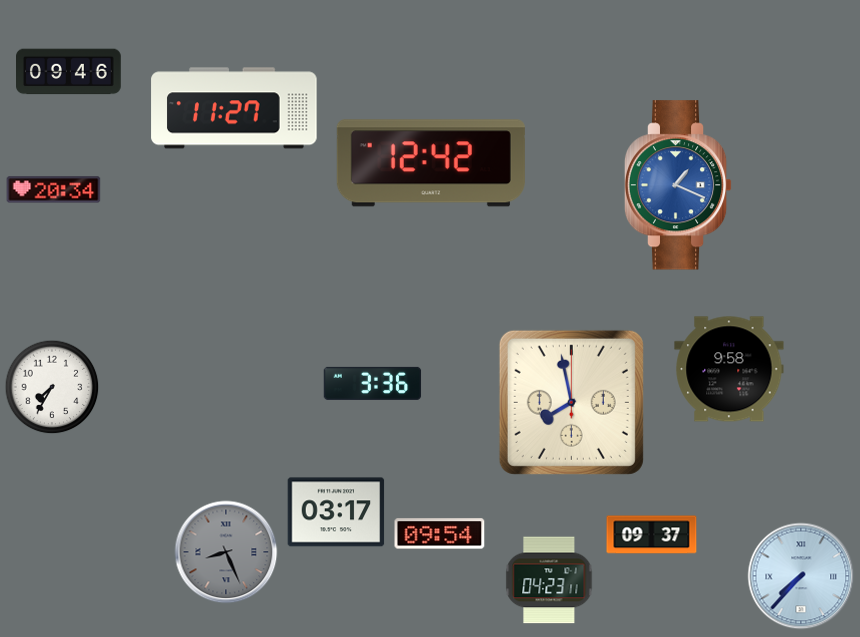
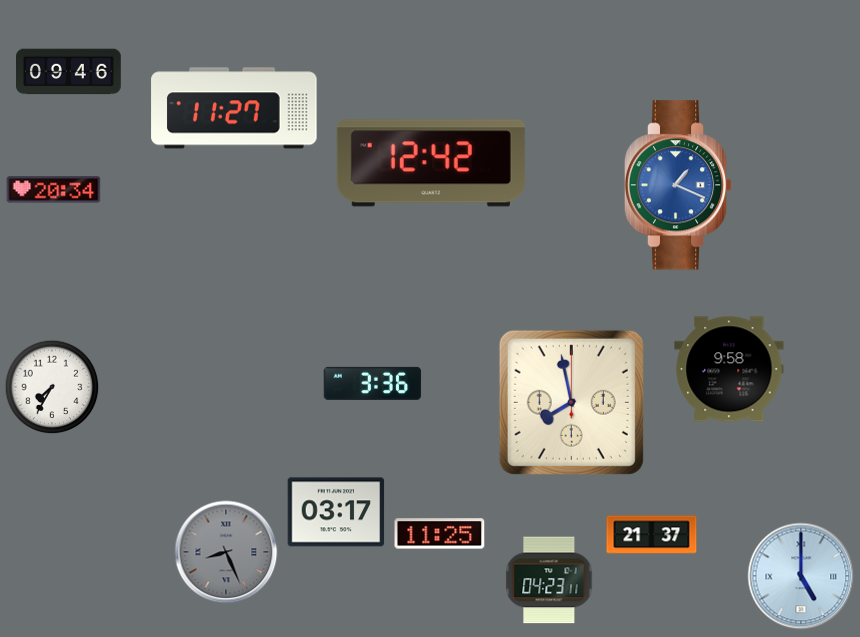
clock at (440, 534): 09:54 -> 11:25
clock at (652, 535): 09:37 -> 21:37
clock at (801, 576): 7:37 -> 5:00
